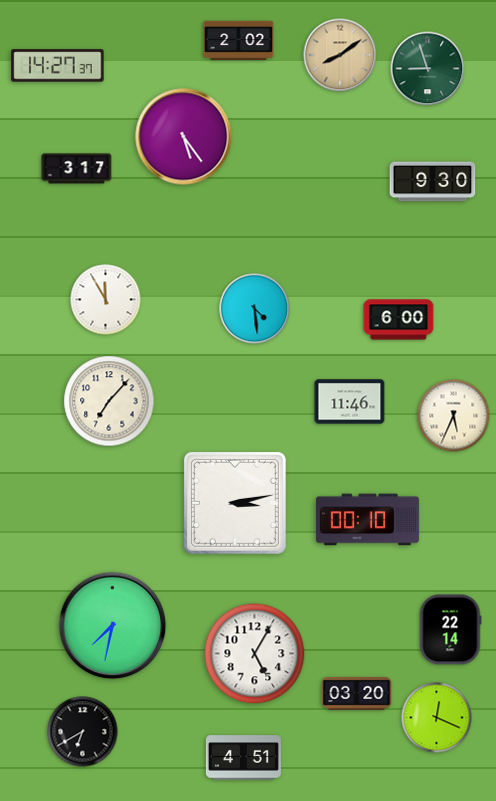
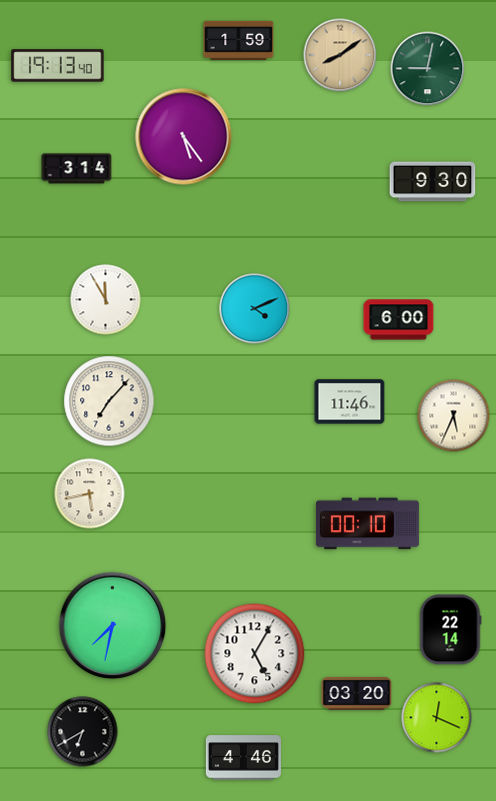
clock at (239, 40): 2:02 -> 1:59
clock at (58, 66): 14:27 -> 19:13
clock at (428, 69): 8:57 -> 9:02
clock at (77, 169): 3:17 -> 3:14
clock at (255, 309): 4:29 -> 4:11
clock at (90, 494): none -> 5:43
clock at (235, 503): 3:13 -> none
clock at (367, 520) position: (367, 520) -> (367, 524)
clock at (243, 758): 4:51 -> 4:46
